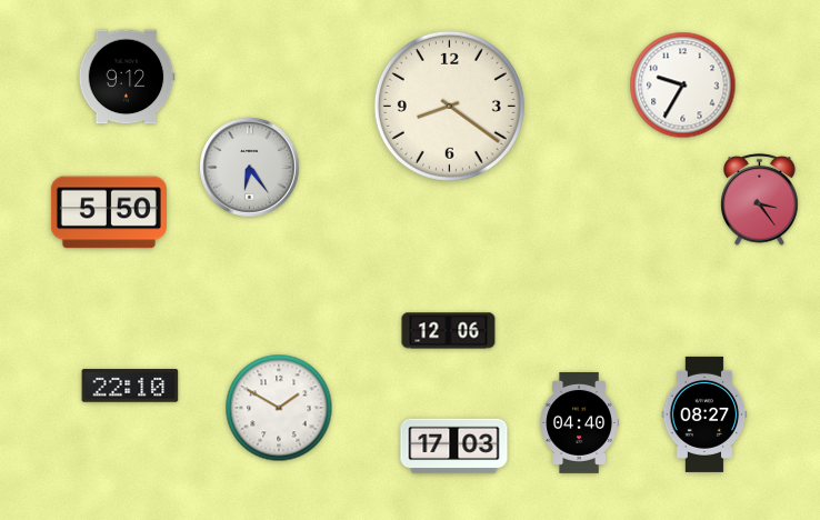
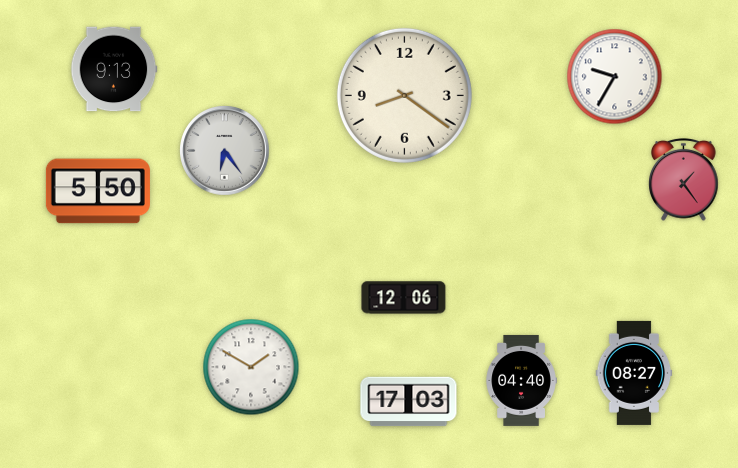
clock at (127, 77): 9:12 -> 9:13
clock at (760, 200): 3:24 -> 1:24
clock at (130, 386): 22:10 -> none
